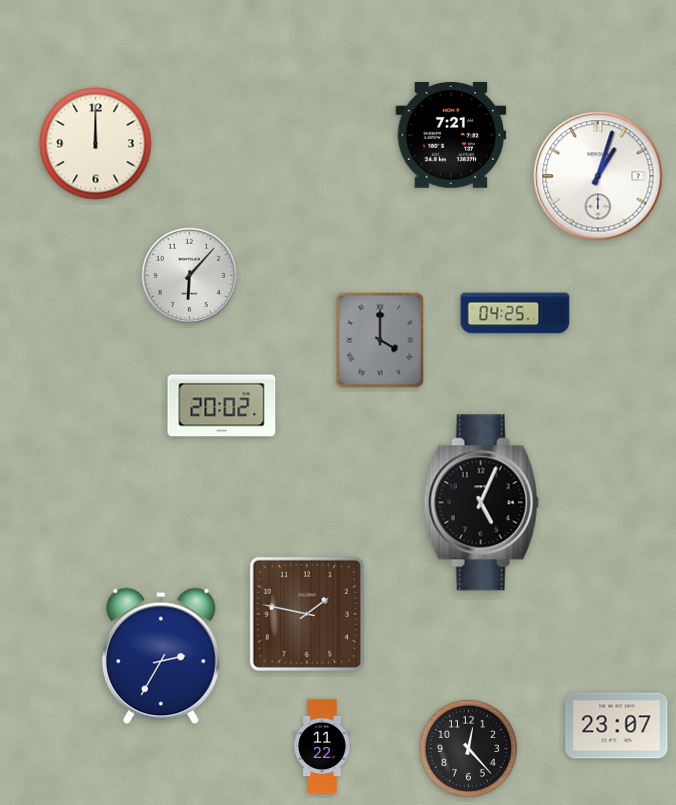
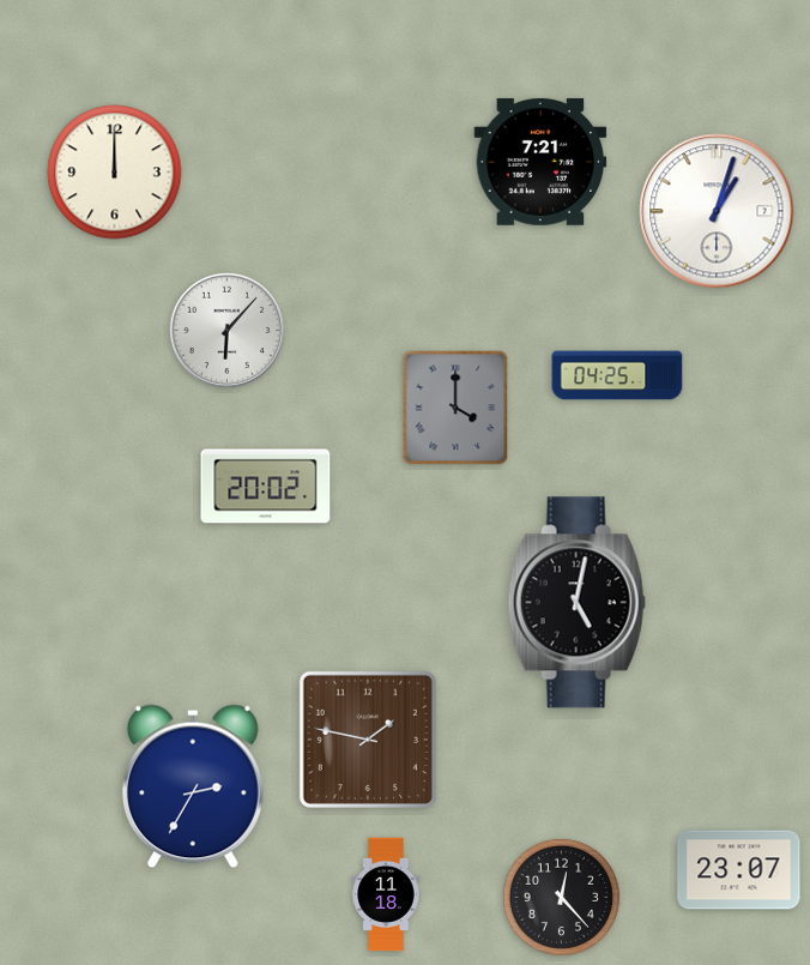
clock at (481, 503): 5:04 -> 5:02
clock at (307, 614) position: (307, 614) -> (368, 740)
clock at (322, 746): 11:22 -> 11:18
